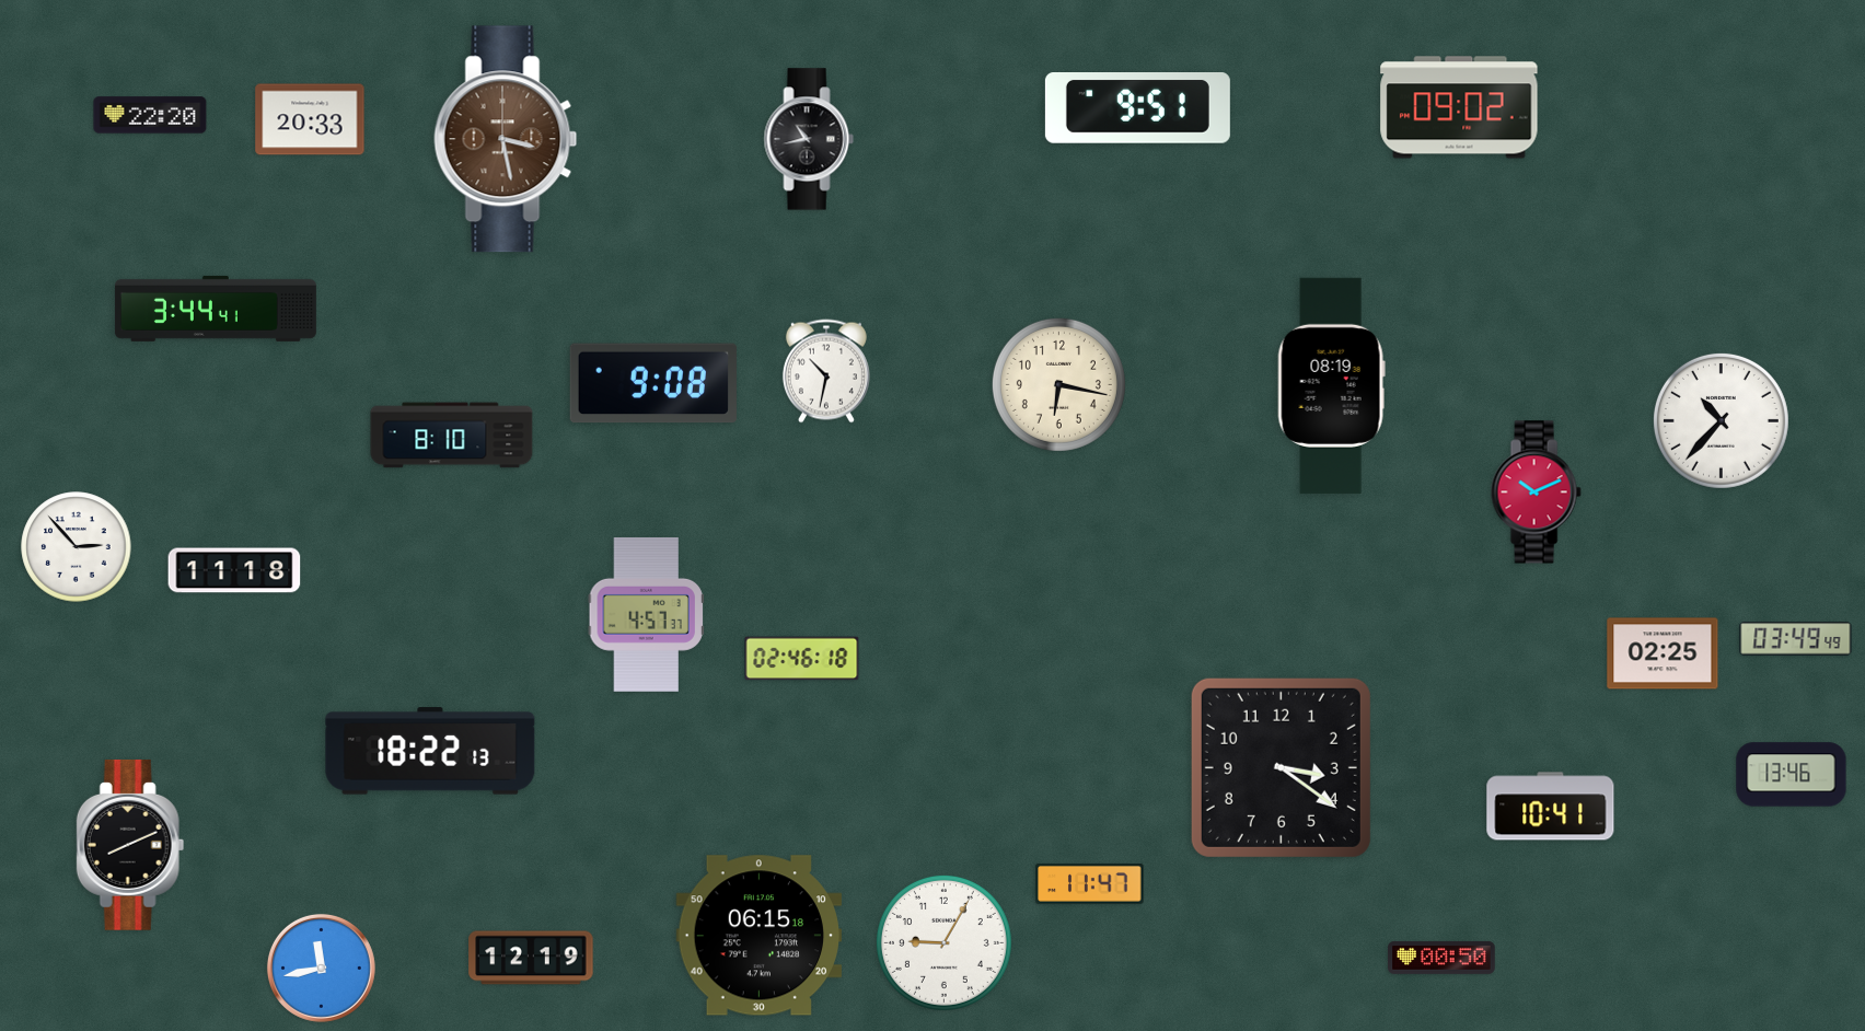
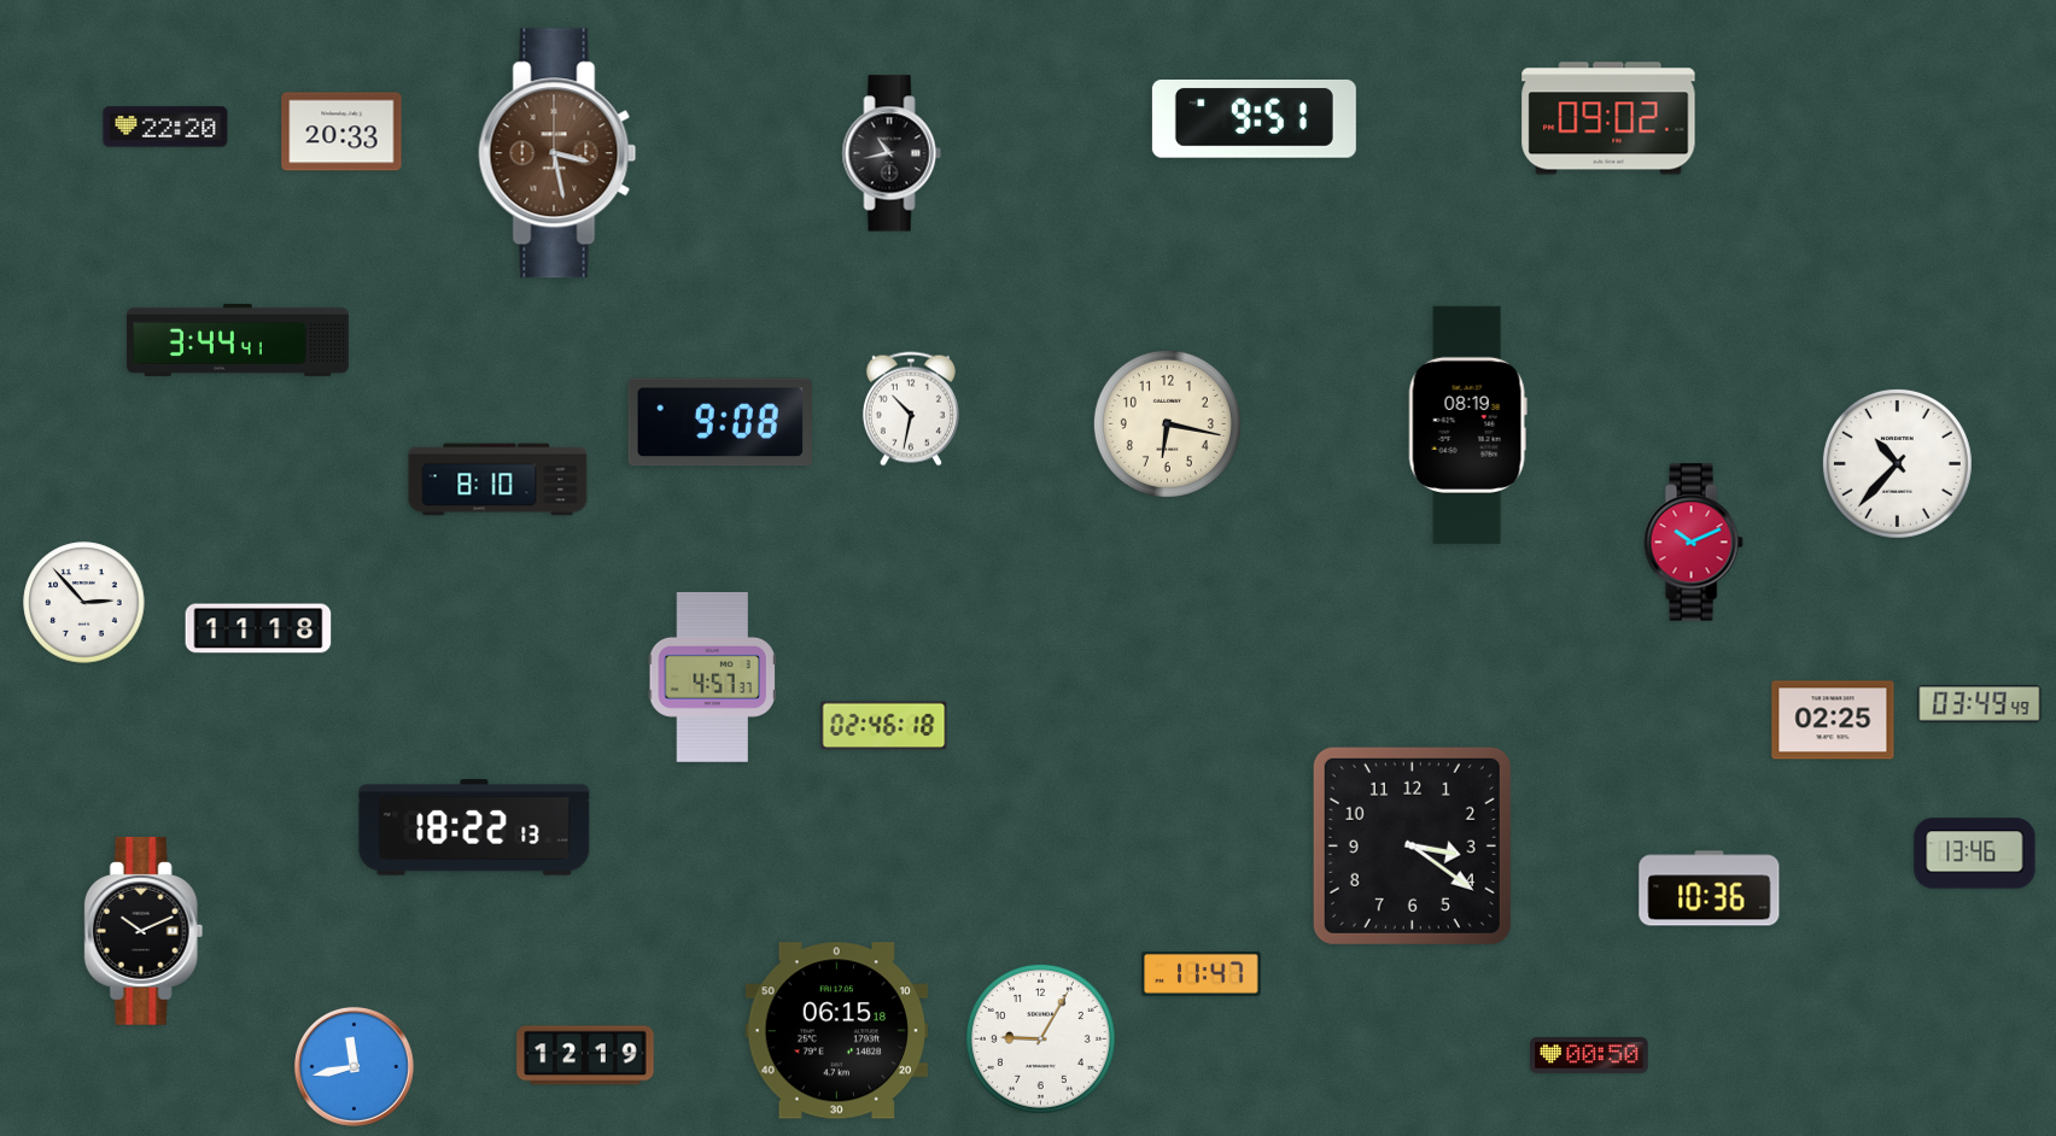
clock at (1551, 807): 10:41 -> 10:36
clock at (130, 845): 8:11 -> 10:11
